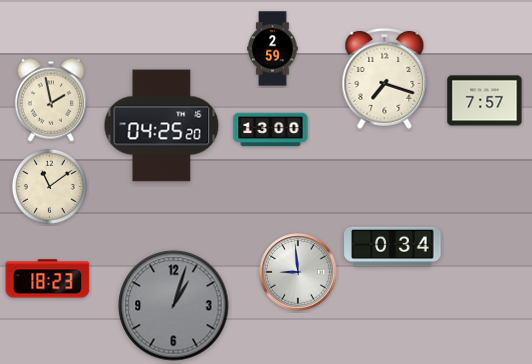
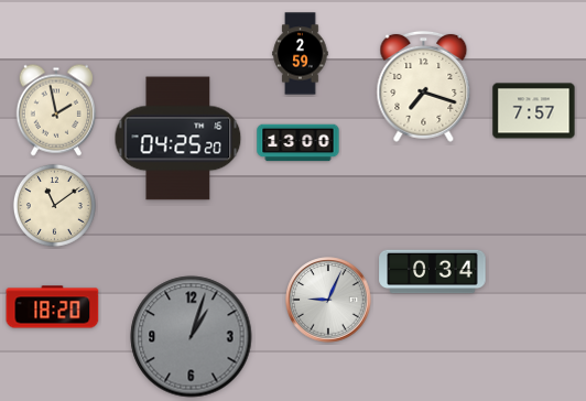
clock at (298, 272): 8:59 -> 9:04
clock at (48, 279): 18:23 -> 18:20
